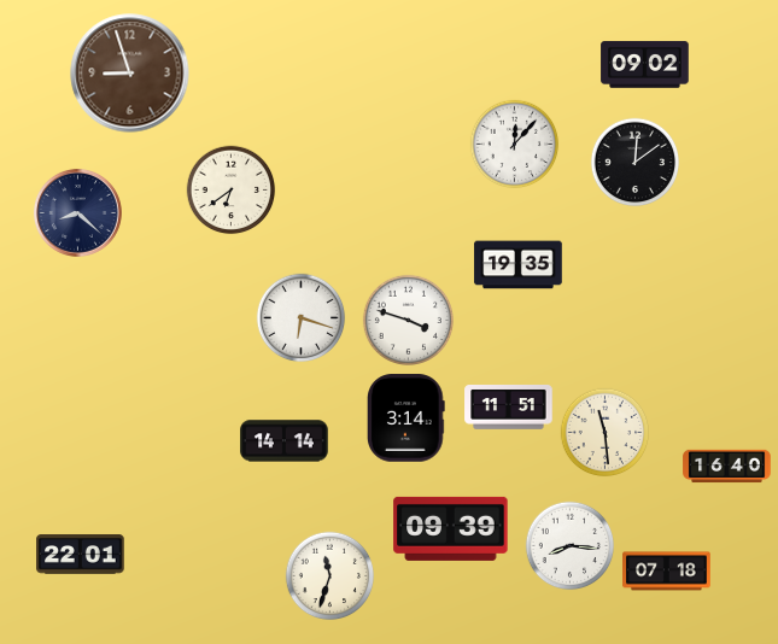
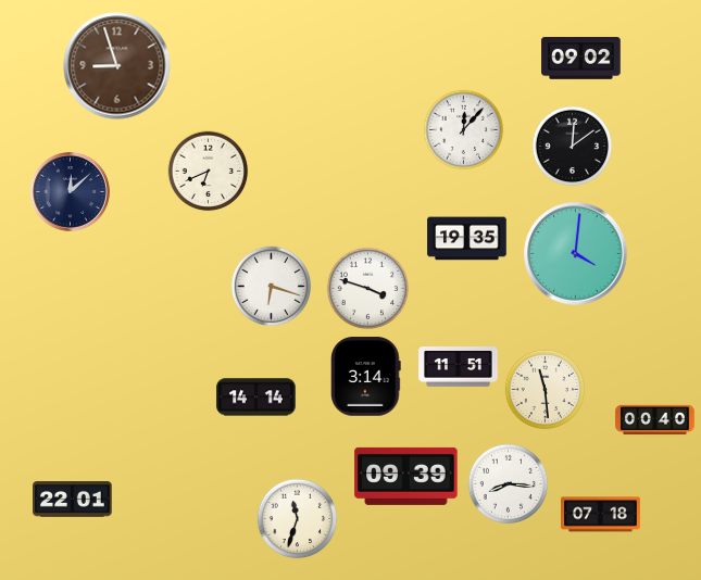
clock at (232, 191): 6:39 -> 6:41
clock at (77, 212): 8:22 -> 12:08
clock at (576, 254): none -> 4:01
clock at (727, 467): 16:40 -> 00:40
clock at (571, 546) position: (571, 546) -> (509, 484)
